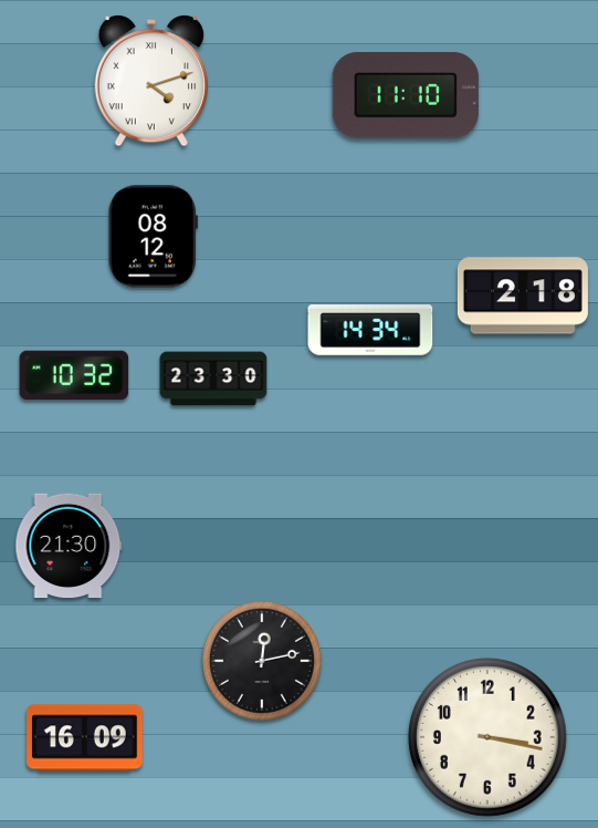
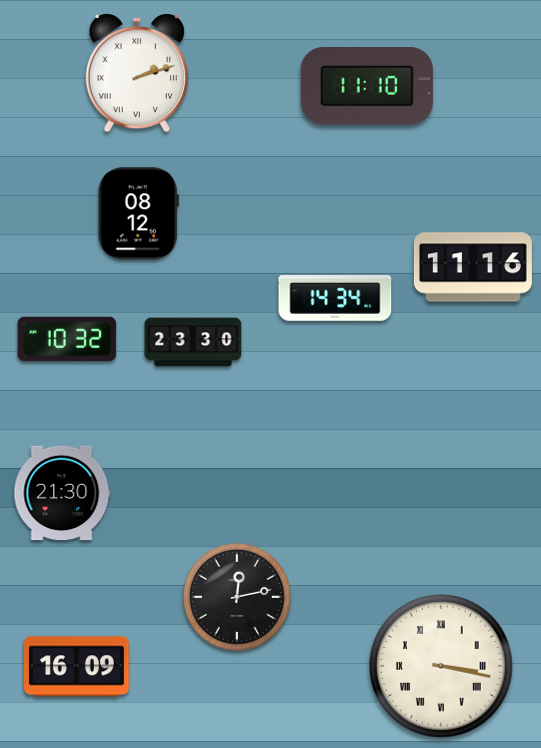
clock at (151, 82): 4:12 -> 2:12
clock at (523, 296): 2:18 -> 11:16
clock at (489, 738) numerals: Arabic -> Roman
